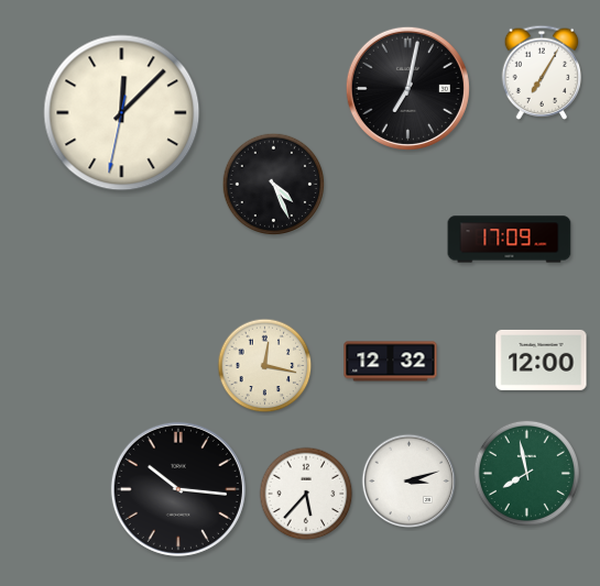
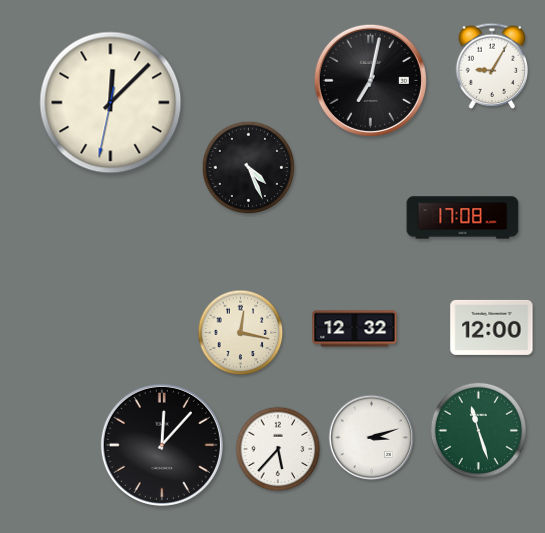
clock at (542, 73): 7:05 -> 9:05
clock at (510, 240): 17:09 -> 17:08
clock at (526, 473): 7:58 -> 11:27
clock at (178, 489): 10:16 -> 12:07
